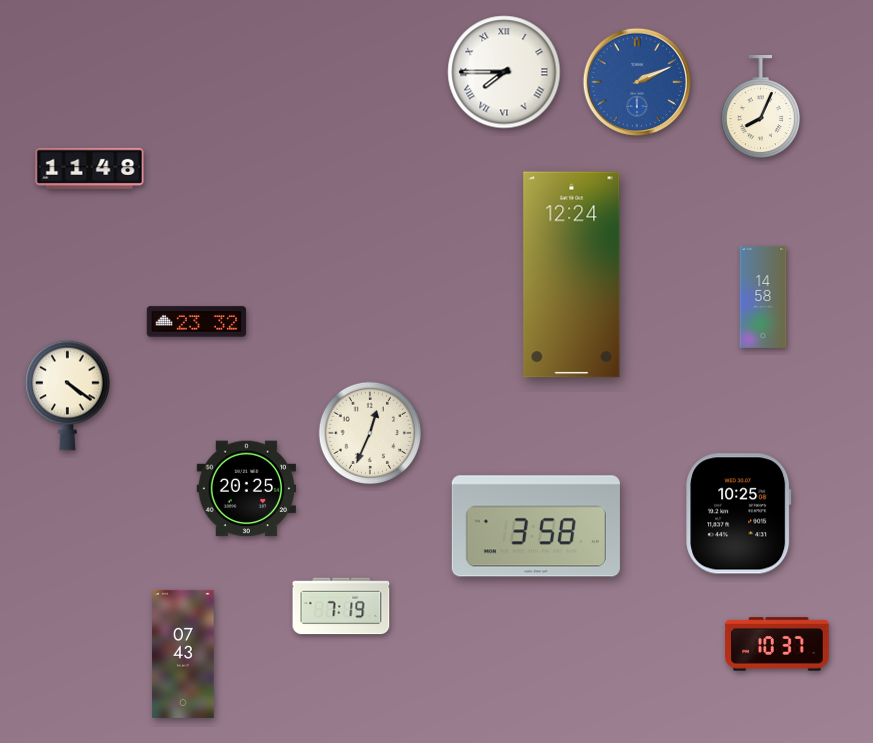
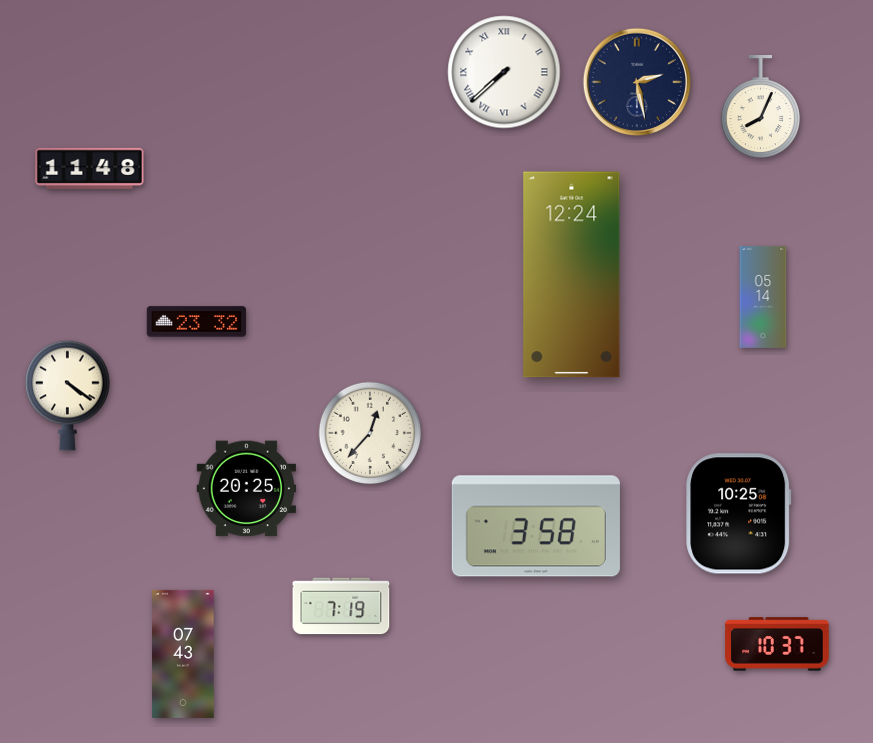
clock at (504, 72): 7:45 -> 7:38
clock at (636, 81): 2:11 -> 2:28
clock at (636, 81) dial: blue -> navy
clock at (763, 297): 14:58 -> 05:14
clock at (370, 433): 12:34 -> 12:37
